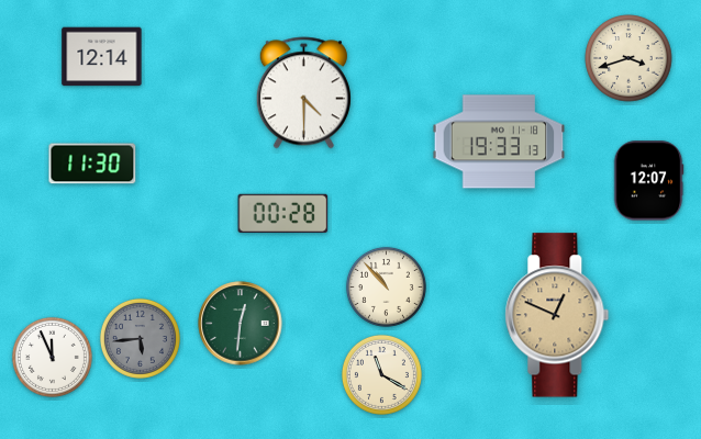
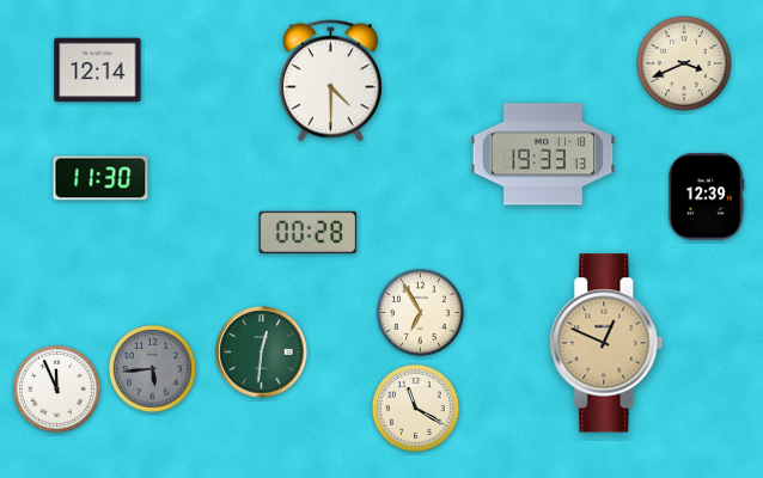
clock at (102, 57) position: (102, 57) -> (98, 71)
clock at (628, 58): 3:42 -> 3:41
clock at (303, 93) position: (303, 93) -> (330, 81)
clock at (648, 181): 12:07 -> 12:39
clock at (386, 286): 10:53 -> 6:55
